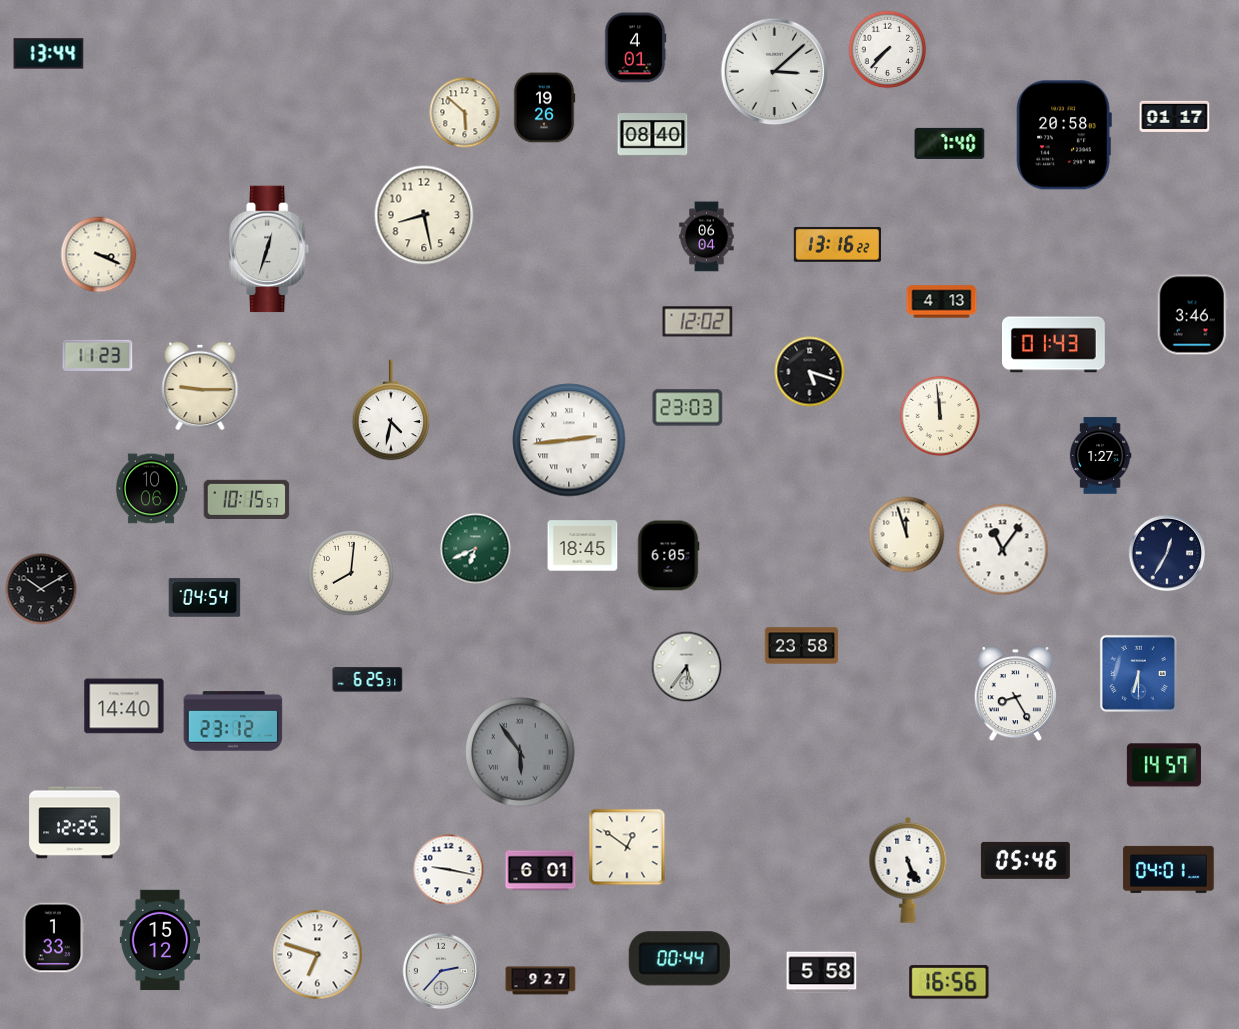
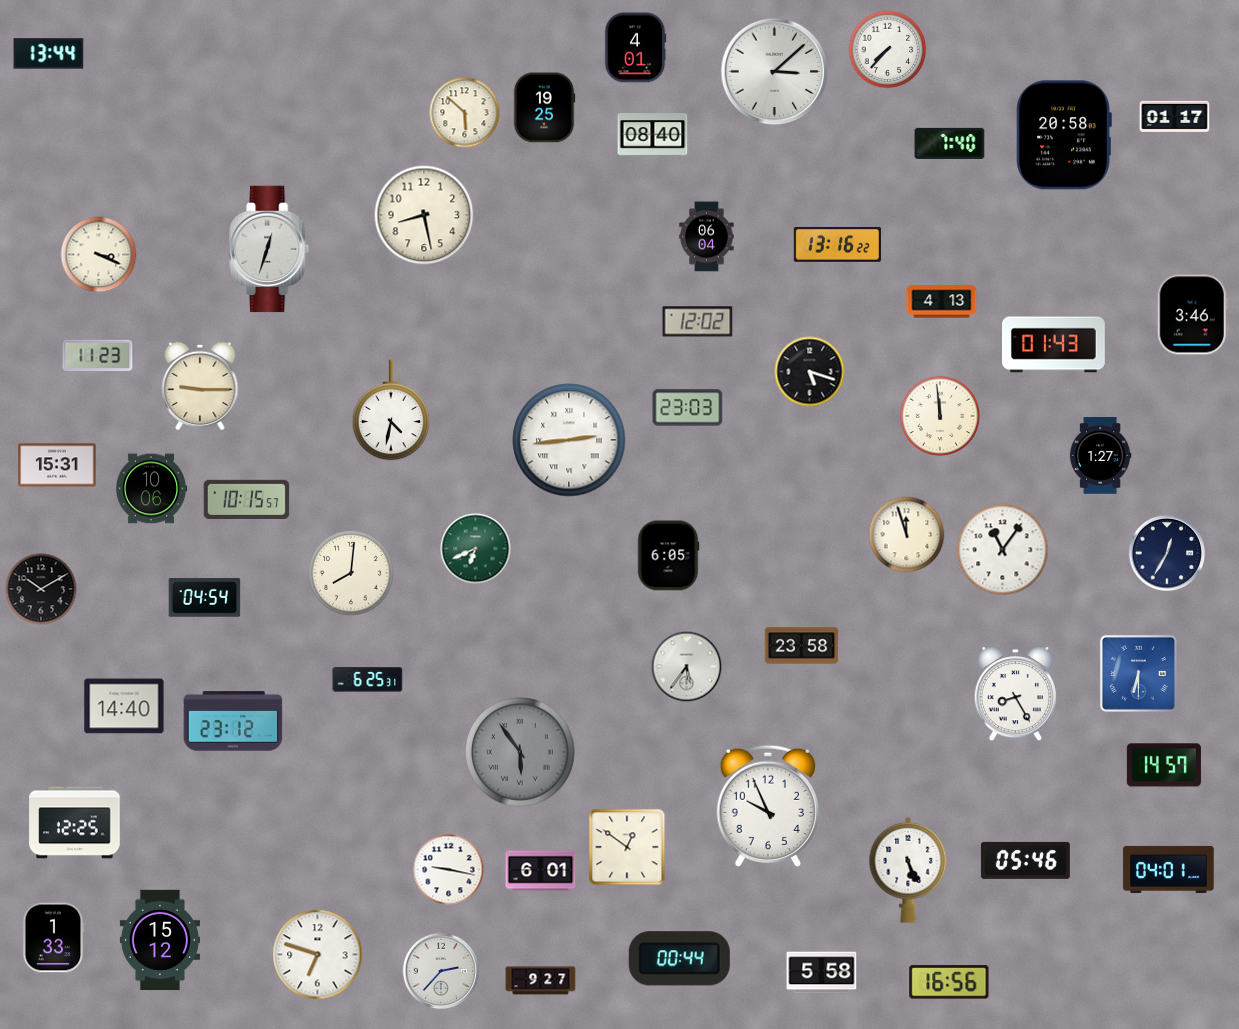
clock at (544, 108): 19:26 -> 19:25
clock at (57, 465): none -> 15:31
clock at (583, 546): 18:45 -> none
clock at (768, 806): none -> 9:56
